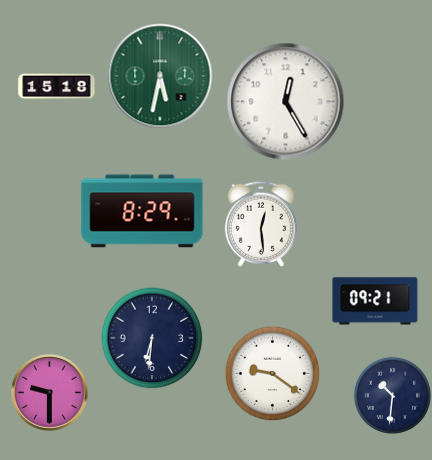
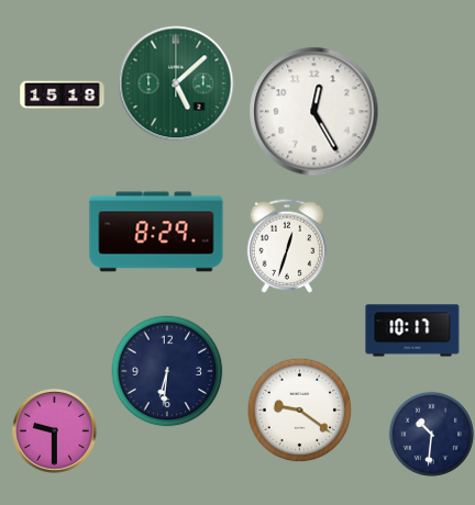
clock at (160, 76): 5:32 -> 5:08
clock at (261, 224): 12:29 -> 12:33
clock at (375, 301): 09:21 -> 10:17
